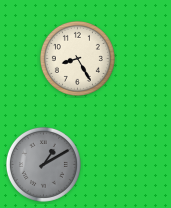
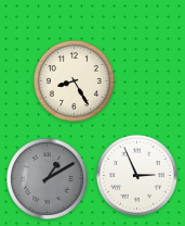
clock at (77, 58) position: (77, 58) -> (74, 80)
clock at (136, 175): none -> 2:56
